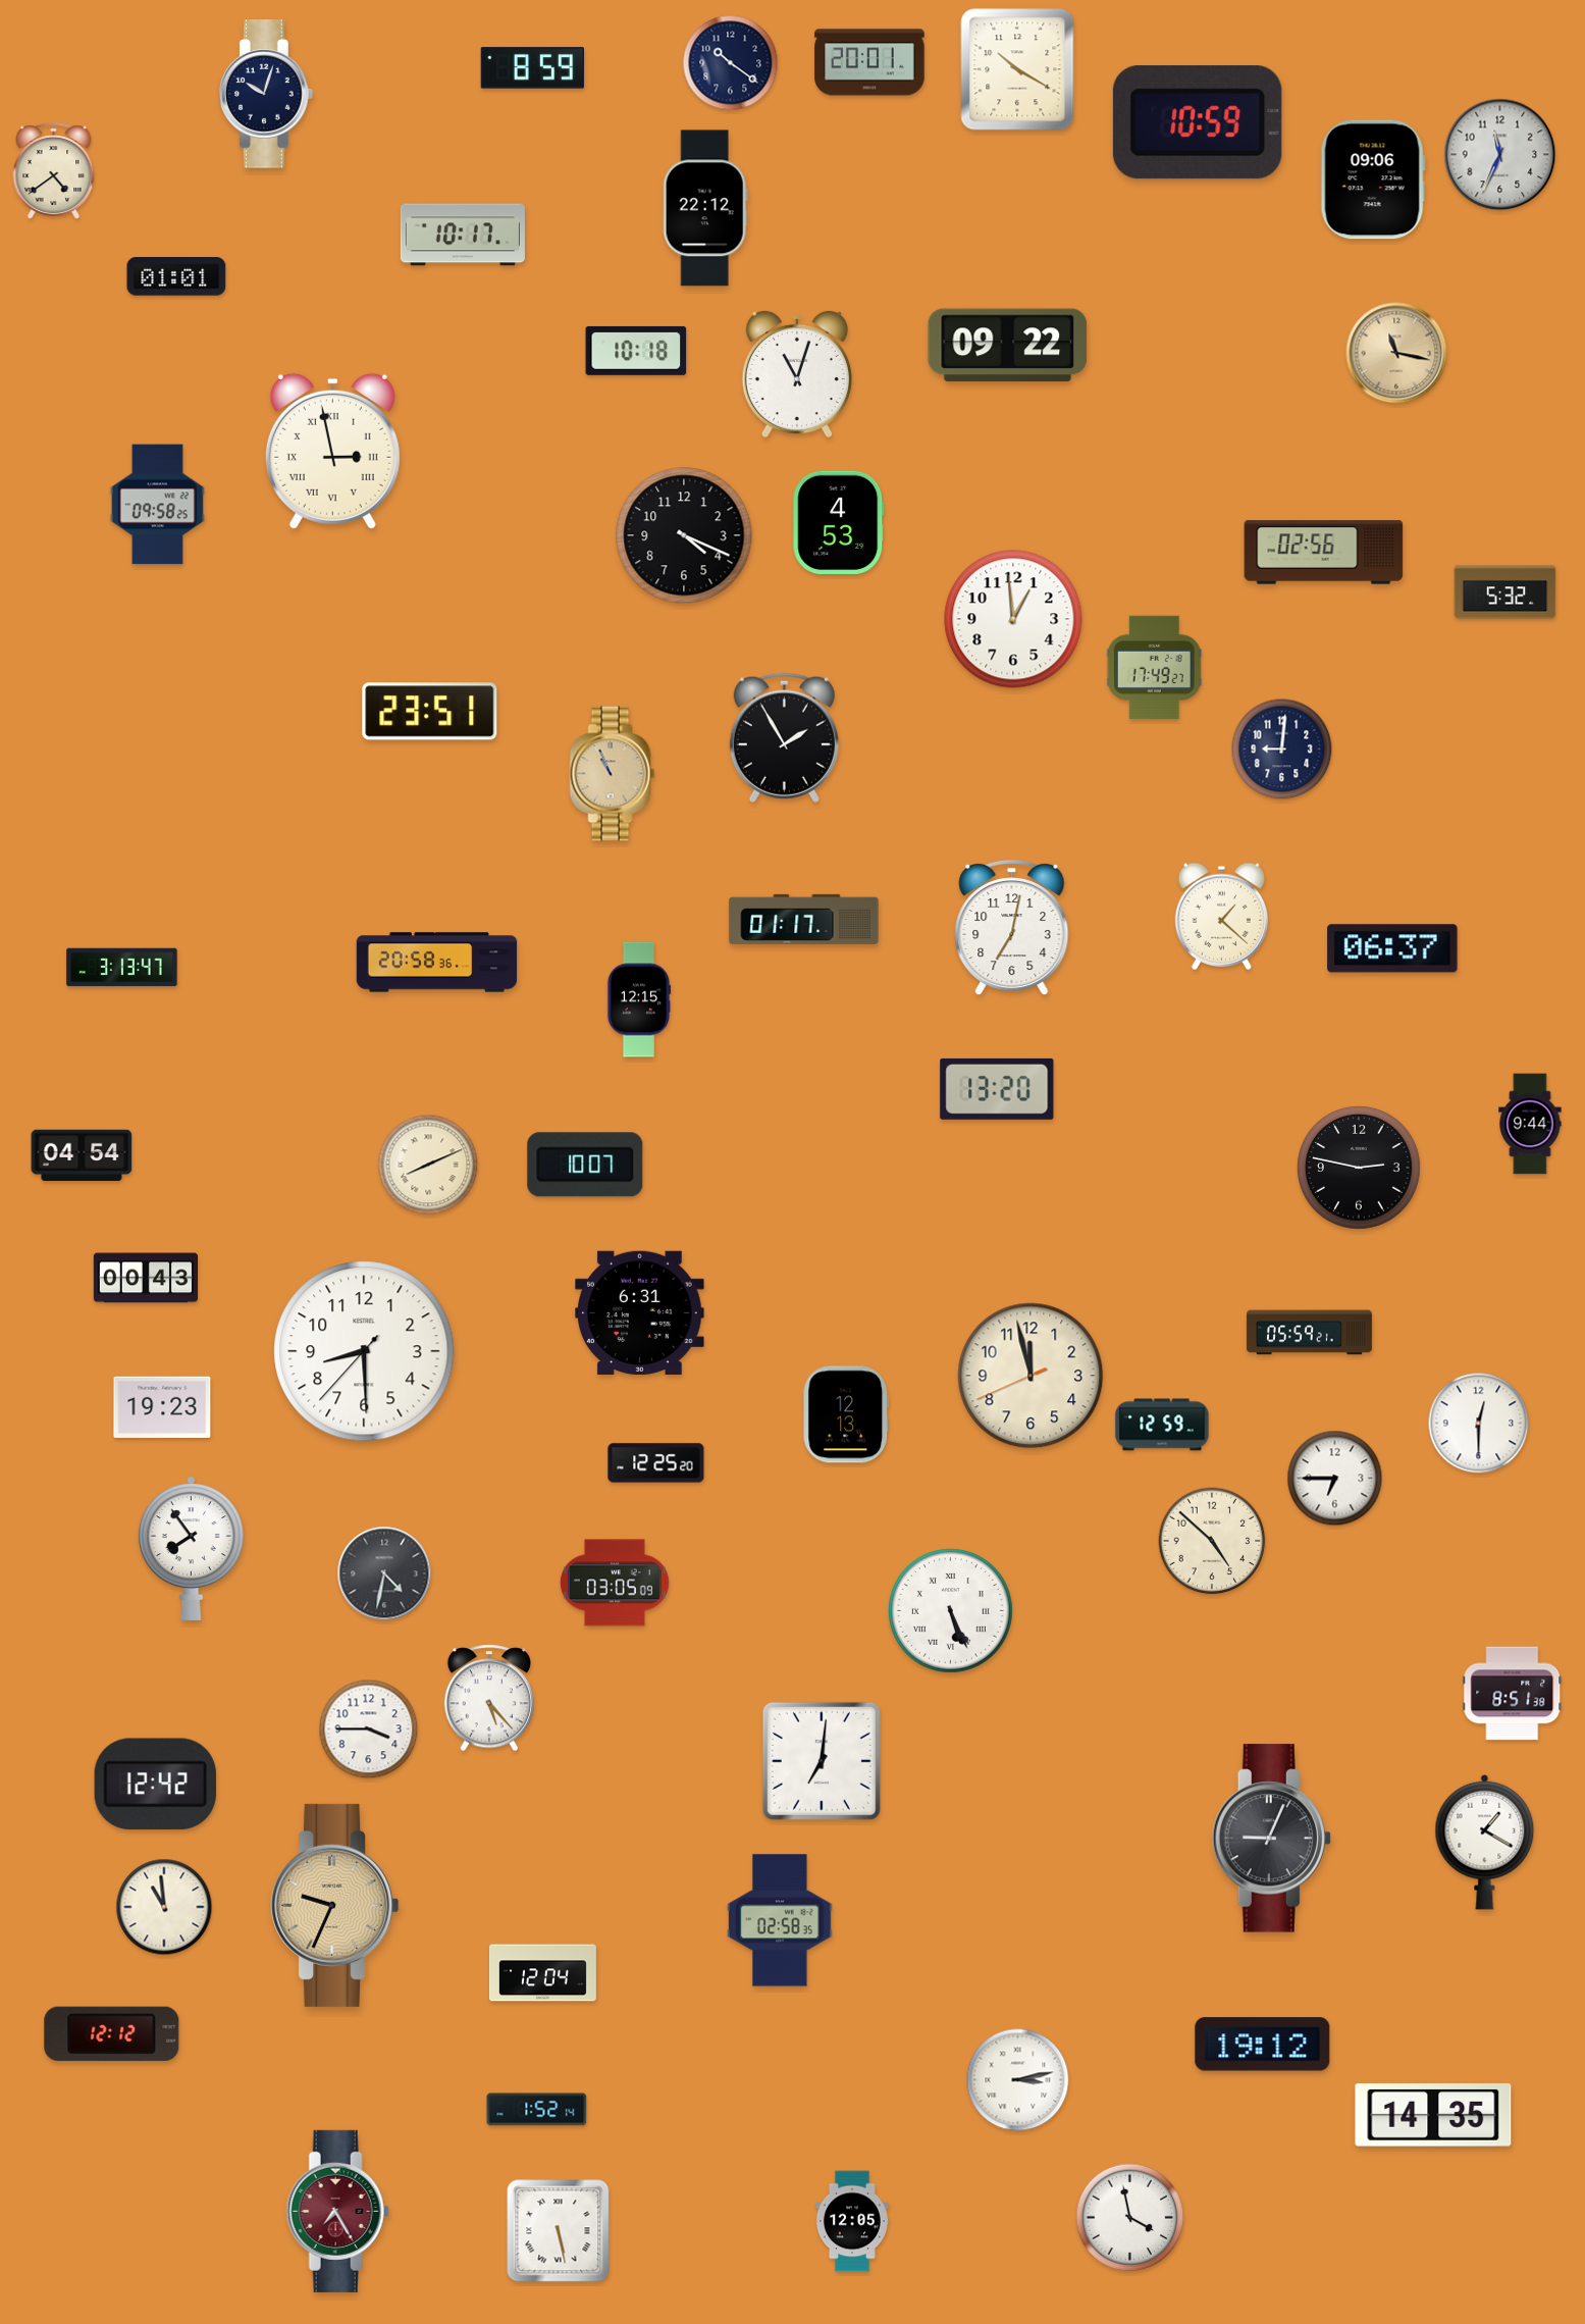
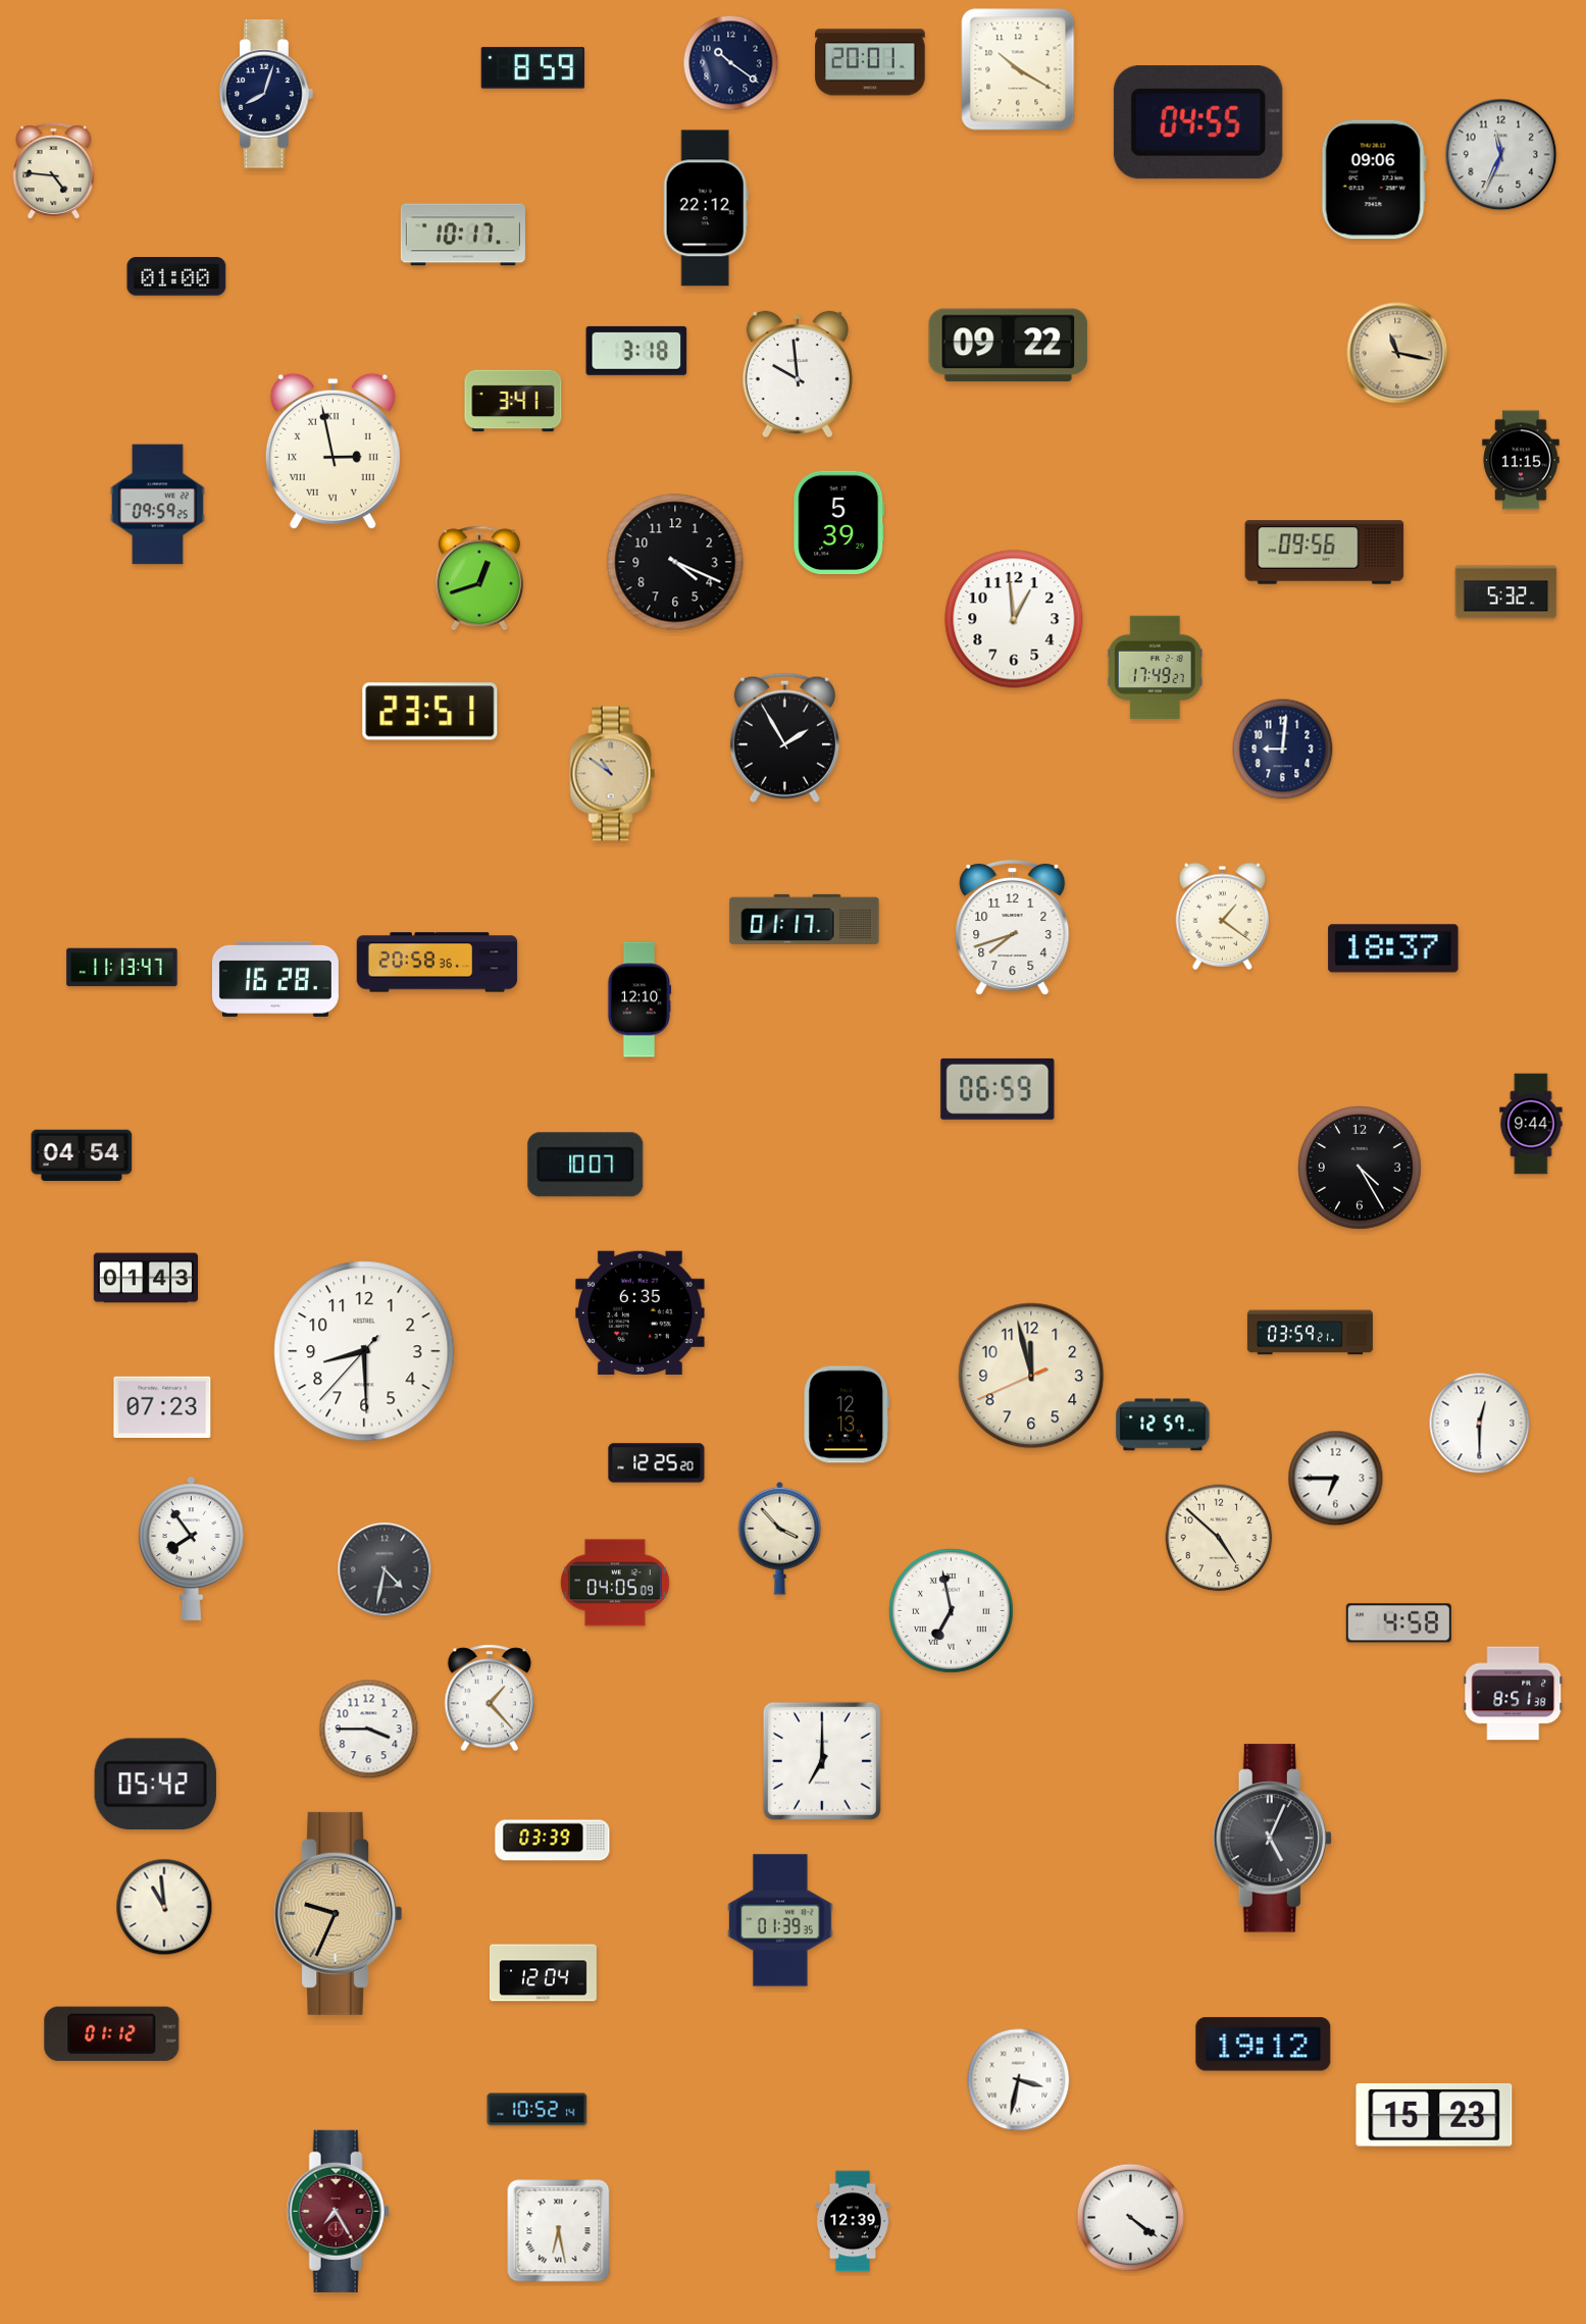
clock at (267, 94): 10:03 -> 8:03
clock at (1198, 122): 10:59 -> 04:55
clock at (54, 171): 4:39 -> 4:46
clock at (176, 276): 01:01 -> 01:00
clock at (636, 351): 10:18 -> 3:18
clock at (797, 374): 11:03 -> 9:59
clock at (513, 401): none -> 3:41
clock at (1521, 460): none -> 11:15
clock at (157, 505): 09:58 -> 09:59
clock at (839, 522): 4:53 -> 5:39
clock at (684, 535) position: (684, 535) -> (675, 562)
clock at (1324, 553): 02:56 -> 09:56
clock at (479, 578): none -> 12:42
clock at (613, 774): 10:56 -> 10:51
clock at (1221, 916): 1:22 -> 1:21
clock at (1012, 929): 7:02 -> 7:42
clock at (1392, 948): 06:37 -> 18:37
clock at (122, 968): 3:13 -> 11:13
clock at (275, 979): none -> 16:28
clock at (639, 999): 12:15 -> 12:10
clock at (997, 1089): 13:20 -> 06:59
clock at (428, 1165): 8:11 -> none
clock at (1360, 1169): 2:47 -> 4:25
clock at (145, 1278): 00:43 -> 01:43
clock at (640, 1312): 6:31 -> 6:35
clock at (1309, 1333): 05:59 -> 03:59
clock at (162, 1407): 19:23 -> 07:23
clock at (1162, 1425): 12:59 -> 12:57
clock at (780, 1538): none -> 3:53
clock at (1212, 1541) position: (1212, 1541) -> (1219, 1538)
clock at (384, 1573) position: (384, 1573) -> (385, 1569)
clock at (615, 1583): 03:05 -> 04:05
clock at (951, 1611): 5:26 -> 6:58
clock at (1398, 1623): none -> 4:58
clock at (489, 1698): 5:23 -> 1:23
clock at (822, 1761): 7:01 -> 7:00
clock at (155, 1785): 12:42 -> 05:42
clock at (1271, 1839): 9:04 -> 5:04
clock at (553, 1841): none -> 03:39
clock at (1485, 1842): 1:20 -> none
clock at (335, 1905) position: (335, 1905) -> (339, 1913)
clock at (780, 1920): 02:58 -> 01:39
clock at (112, 2033): 12:12 -> 01:12
clock at (1018, 2080): 3:13 -> 3:32
clock at (537, 2110): 1:52 -> 10:52
clock at (1433, 2115): 14:35 -> 15:23
clock at (1130, 2218): 3:58 -> 4:21
clock at (852, 2221): 12:05 -> 12:39
clock at (559, 2231): 5:28 -> 6:28
